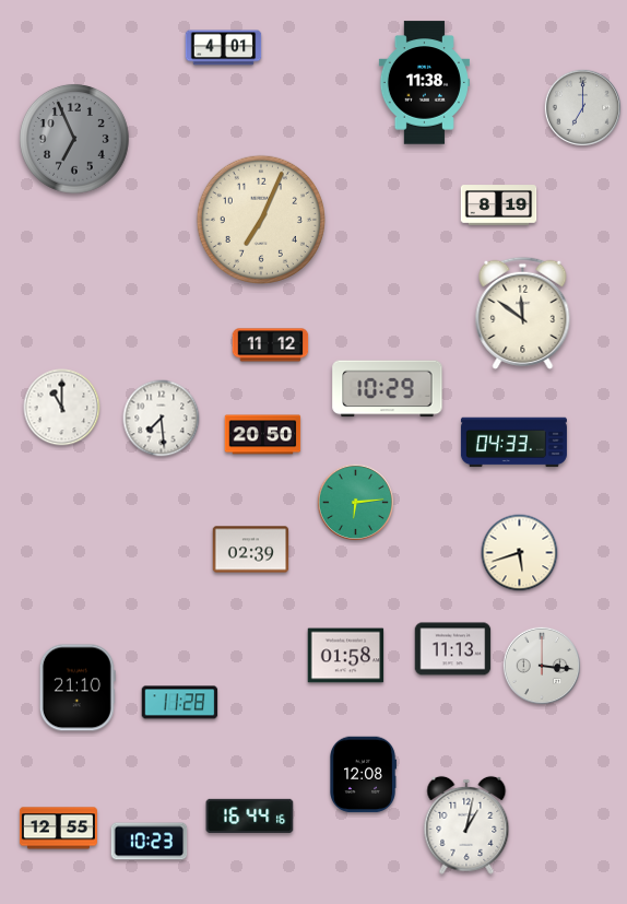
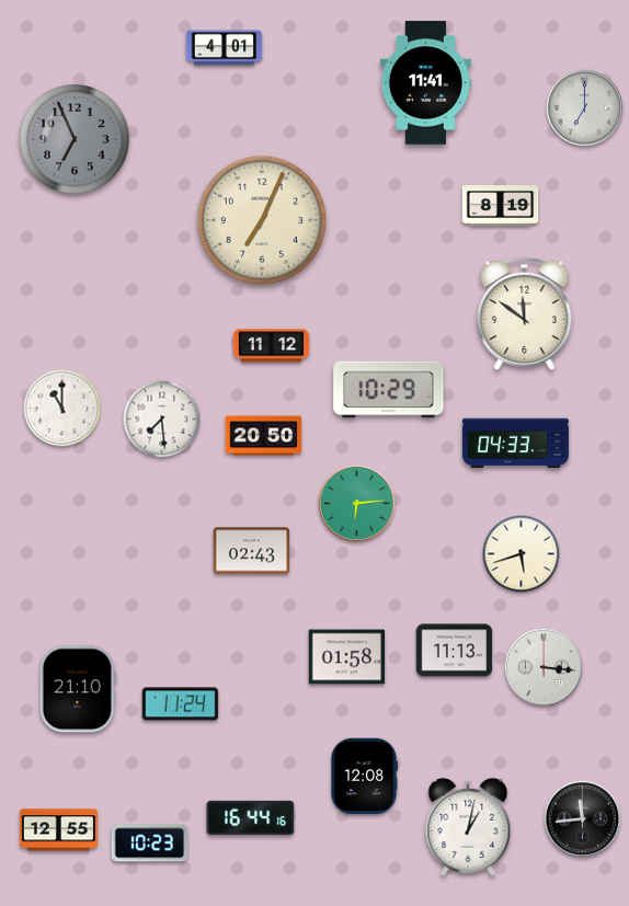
clock at (424, 83): 11:38 -> 11:41
clock at (251, 550): 02:39 -> 02:43
clock at (180, 703): 11:28 -> 11:24
clock at (582, 818): none -> 11:44
